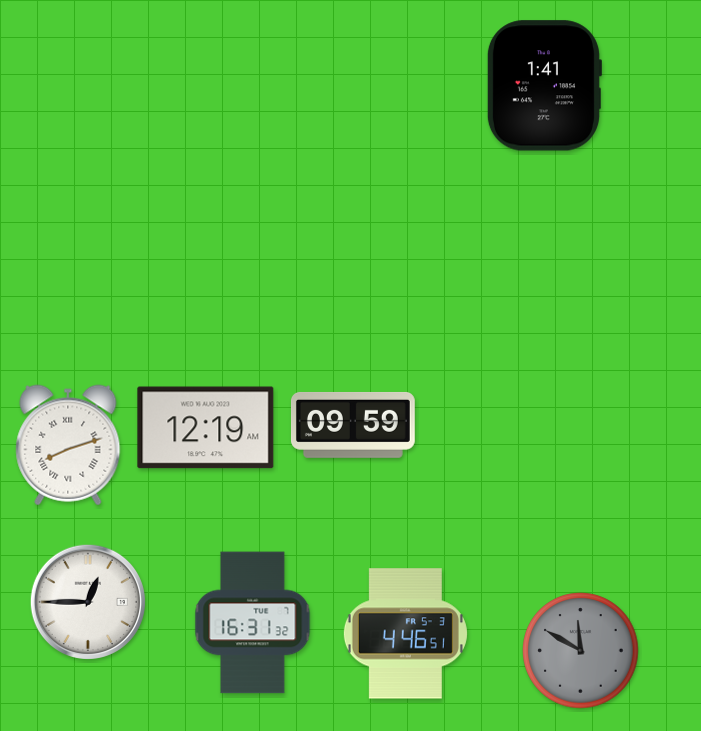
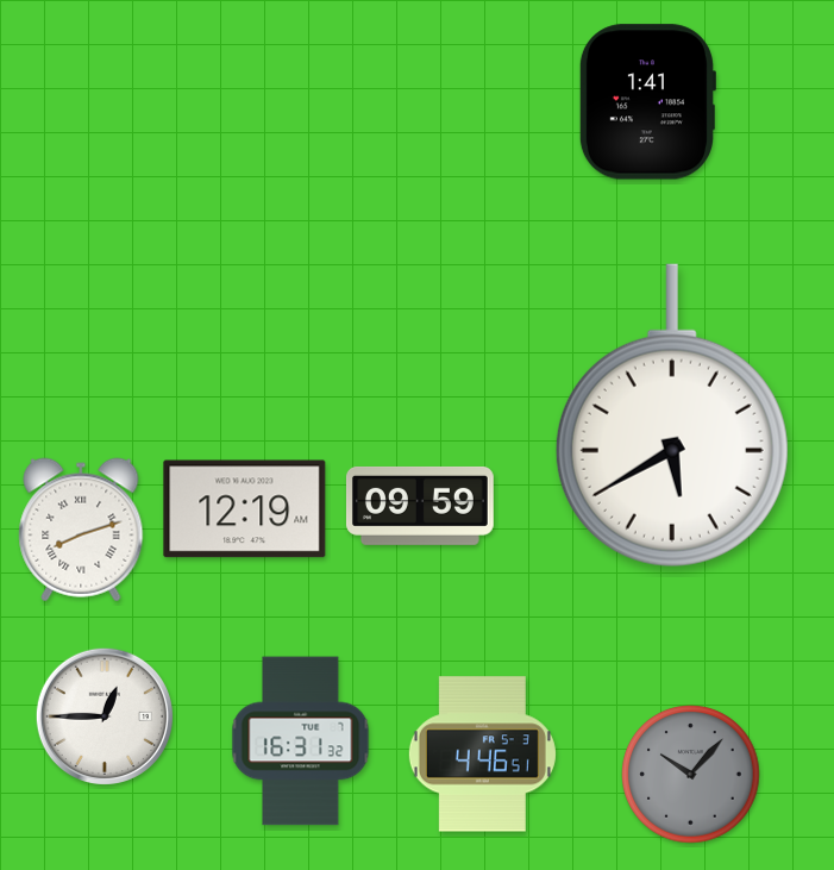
clock at (672, 415): none -> 5:40
clock at (581, 651): 11:50 -> 10:07
